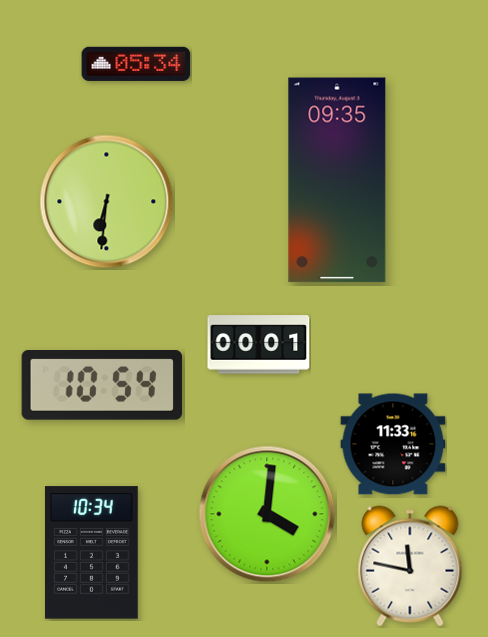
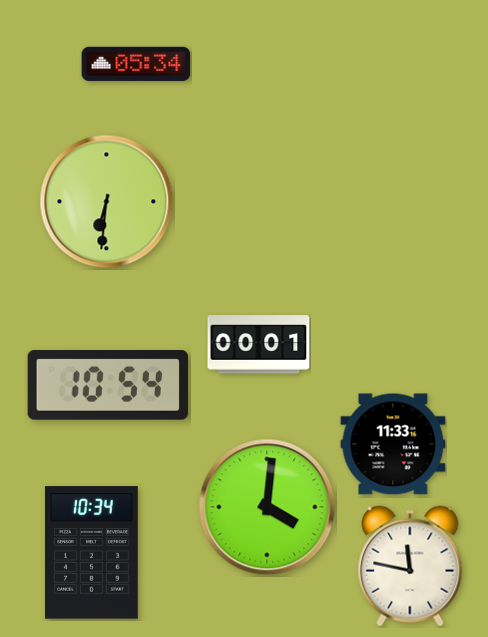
clock at (337, 180): 09:35 -> none
clock at (102, 386) position: (102, 386) -> (108, 386)
clock at (267, 514) position: (267, 514) -> (267, 507)
